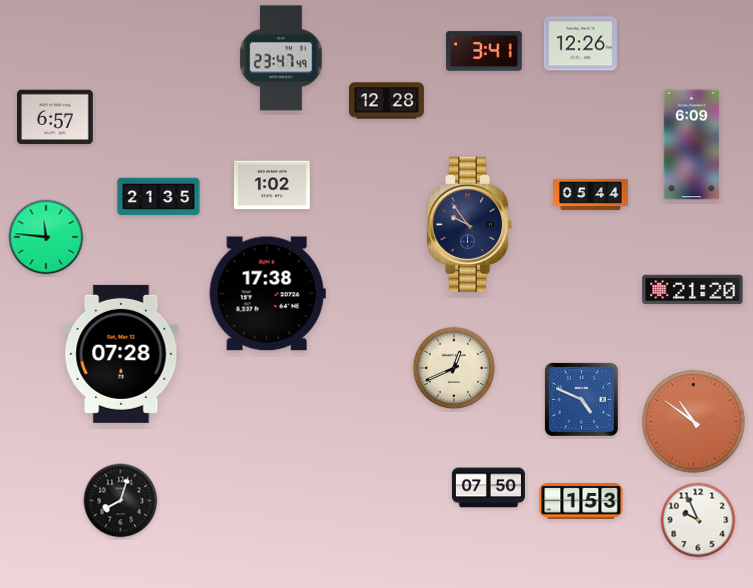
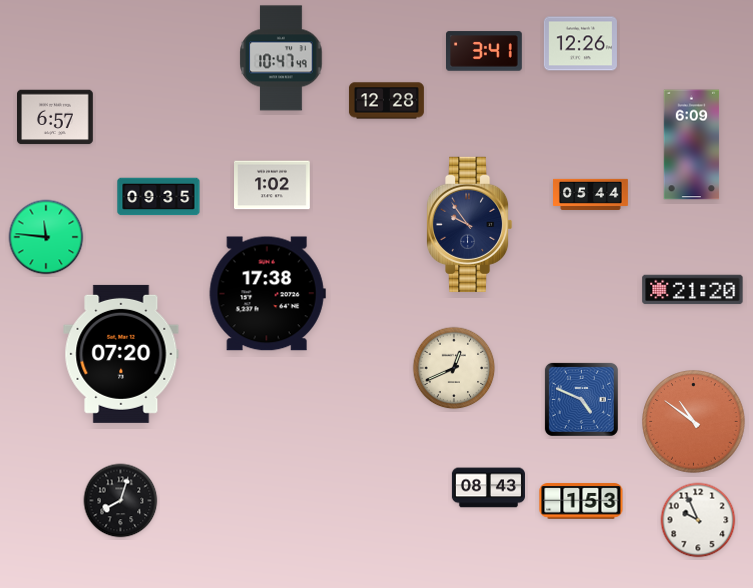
clock at (281, 58): 23:47 -> 10:47
clock at (159, 197): 21:35 -> 09:35
clock at (121, 354): 07:28 -> 07:20
clock at (488, 488): 07:50 -> 08:43
